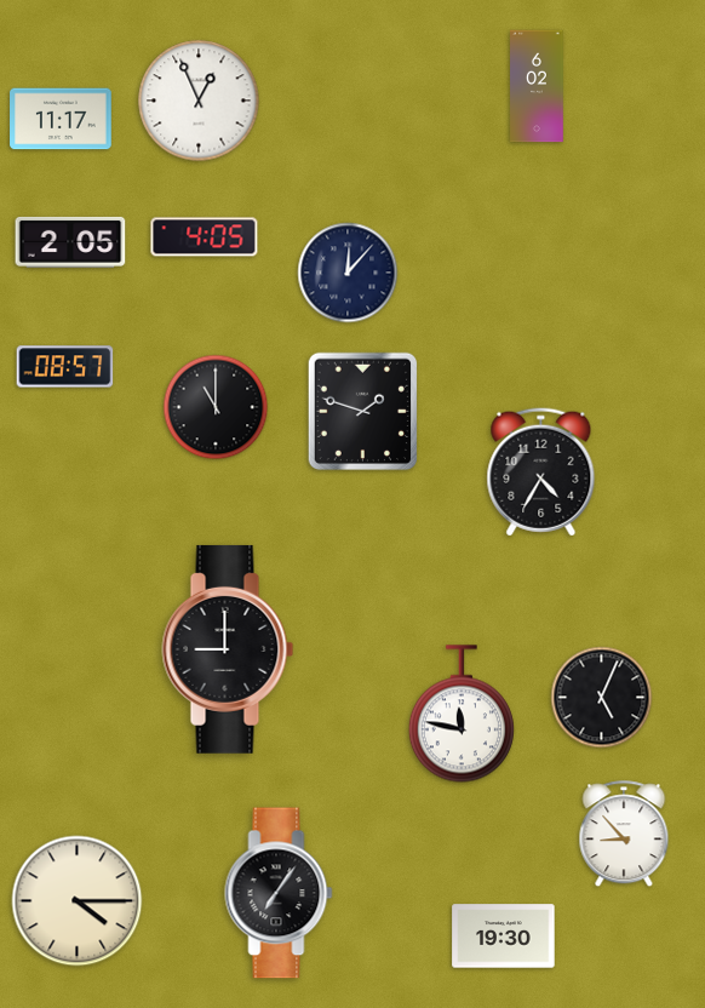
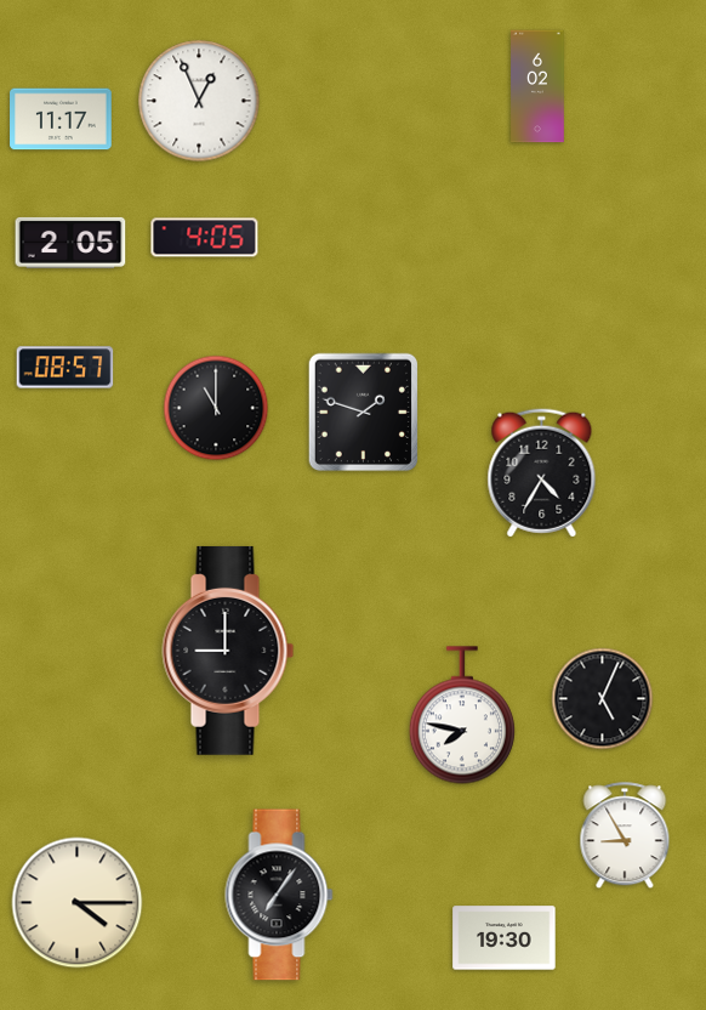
clock at (348, 273): 12:07 -> none
clock at (462, 714): 11:47 -> 7:47
clock at (624, 835): 8:53 -> 8:55
